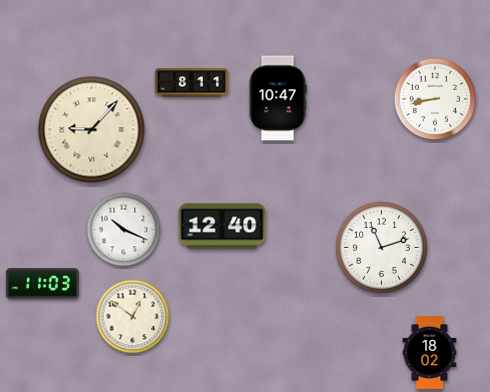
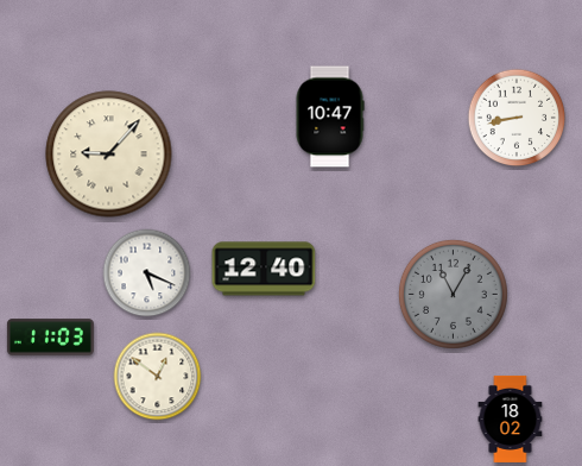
clock at (191, 83): 8:11 -> none
clock at (124, 230): 10:19 -> 5:19
clock at (381, 247): 11:12 -> 11:05
clock at (381, 247) dial: white -> grey
